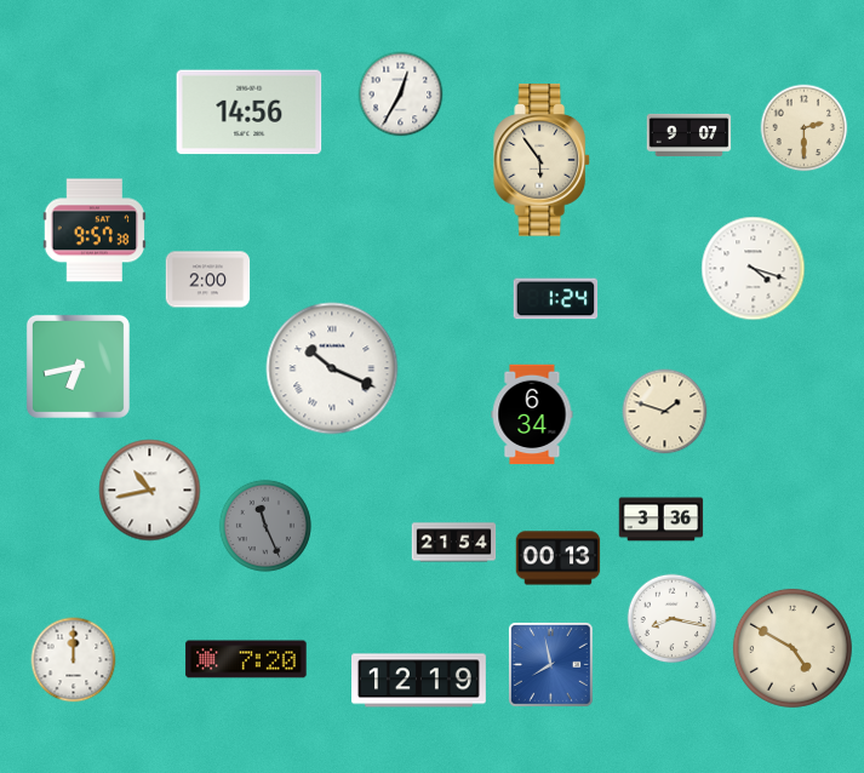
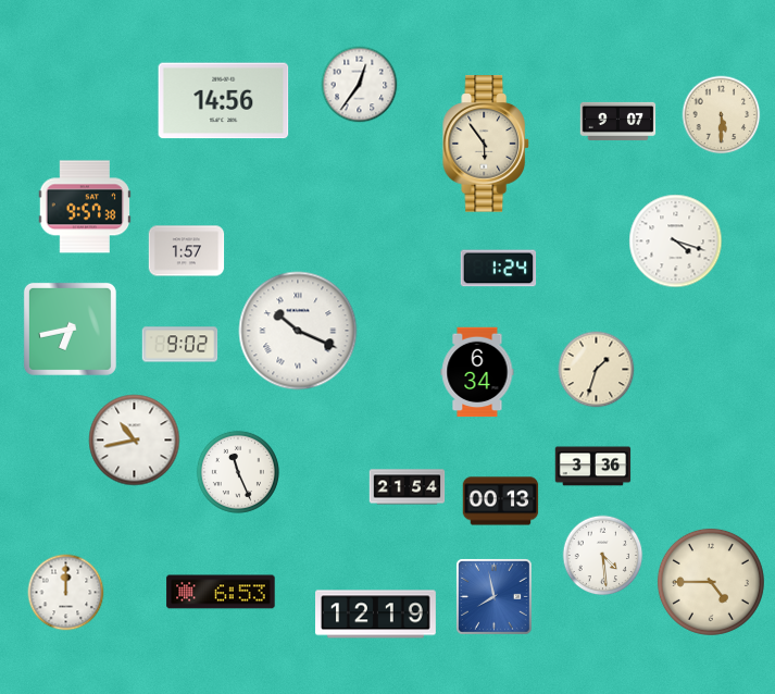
clock at (401, 95): 12:35 -> 12:36
clock at (805, 128): 2:30 -> 5:30
clock at (208, 280): 2:00 -> 1:57
clock at (180, 345): none -> 9:02
clock at (665, 412): 1:48 -> 1:33
clock at (265, 526) dial: grey -> white
clock at (673, 619): 8:17 -> 4:29
clock at (793, 648): 4:50 -> 4:45
clock at (246, 659): 7:20 -> 6:53
clock at (419, 681) position: (419, 681) -> (376, 615)
